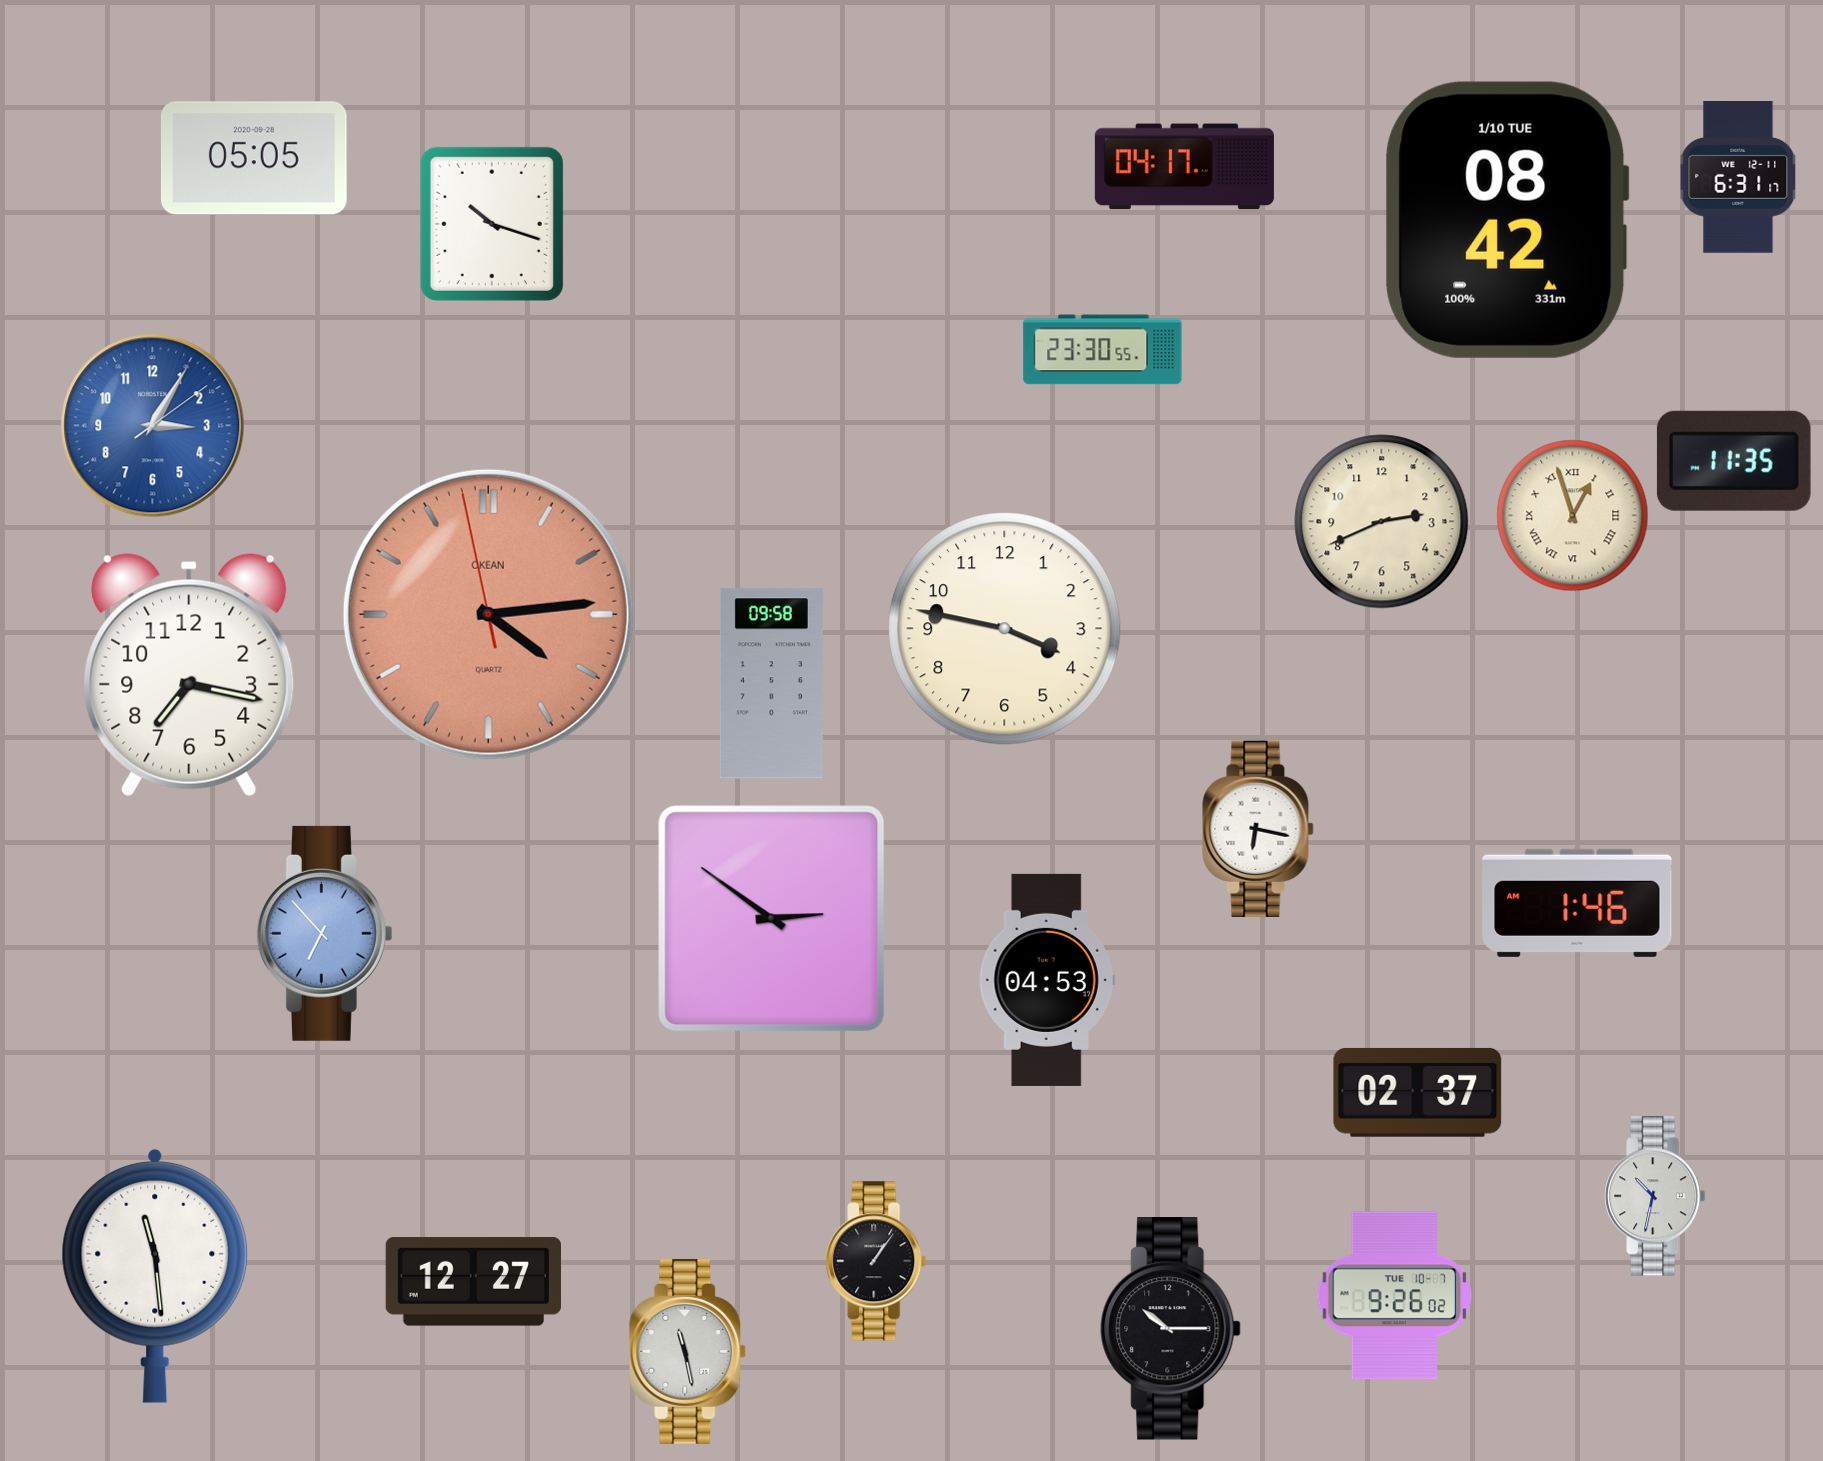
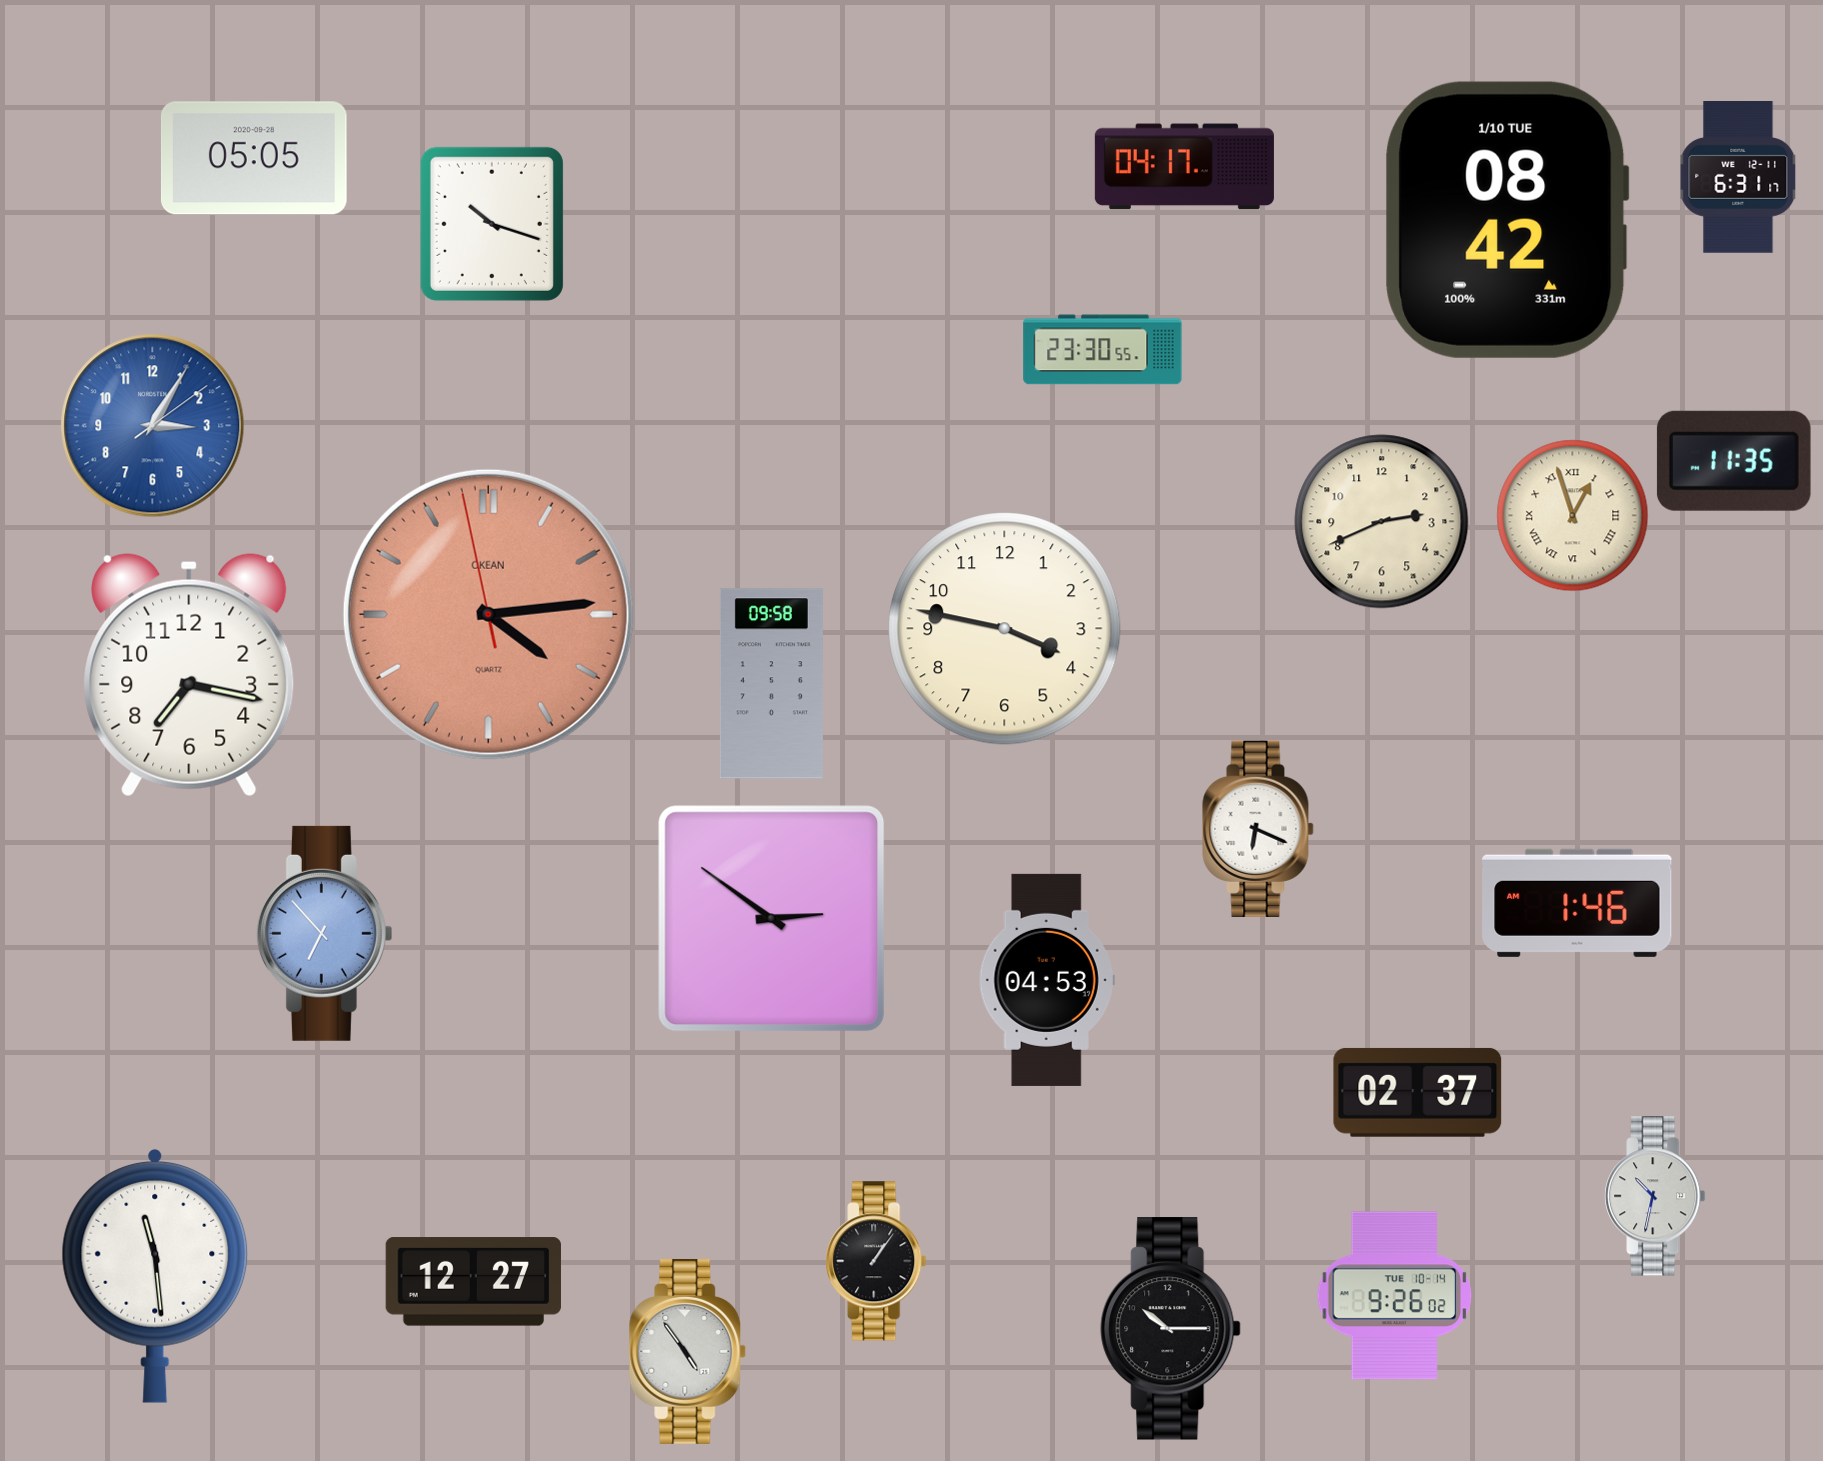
clock at (1258, 829): 6:17 -> 6:19
clock at (1395, 1296) date: TUE 10-7 -> TUE 10-14
clock at (688, 1351): 11:28 -> 4:54
